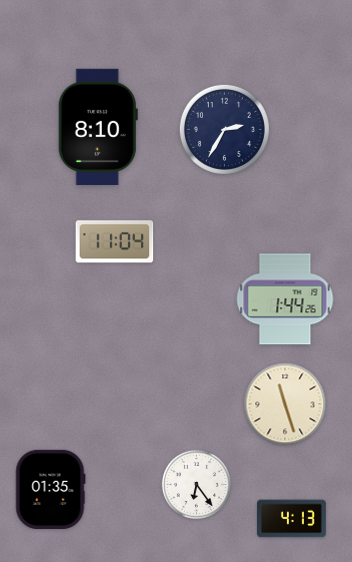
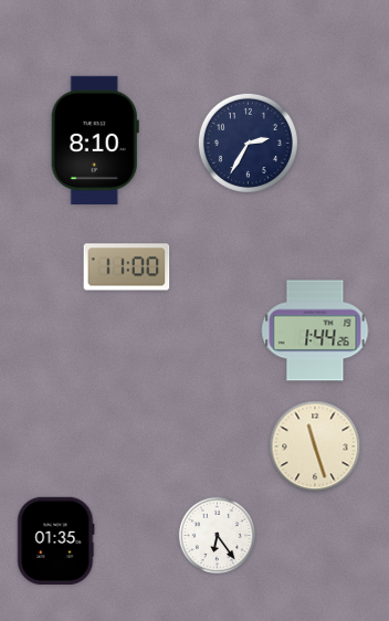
clock at (98, 127) position: (98, 127) -> (95, 140)
clock at (115, 242): 11:04 -> 11:00
clock at (292, 519): 4:13 -> none
